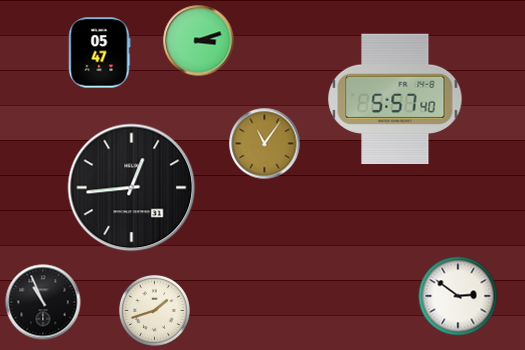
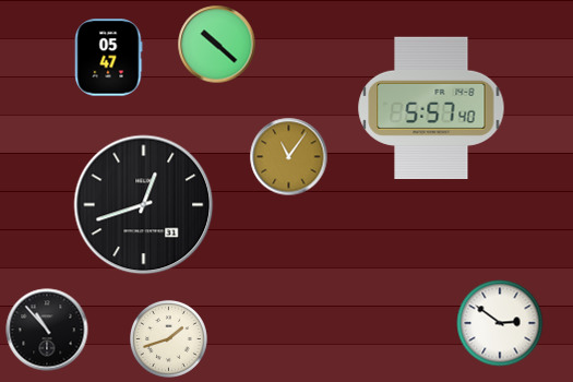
clock at (199, 41): 3:12 -> 10:22
clock at (132, 188): 12:44 -> 12:42
clock at (43, 302): 10:56 -> 10:53
